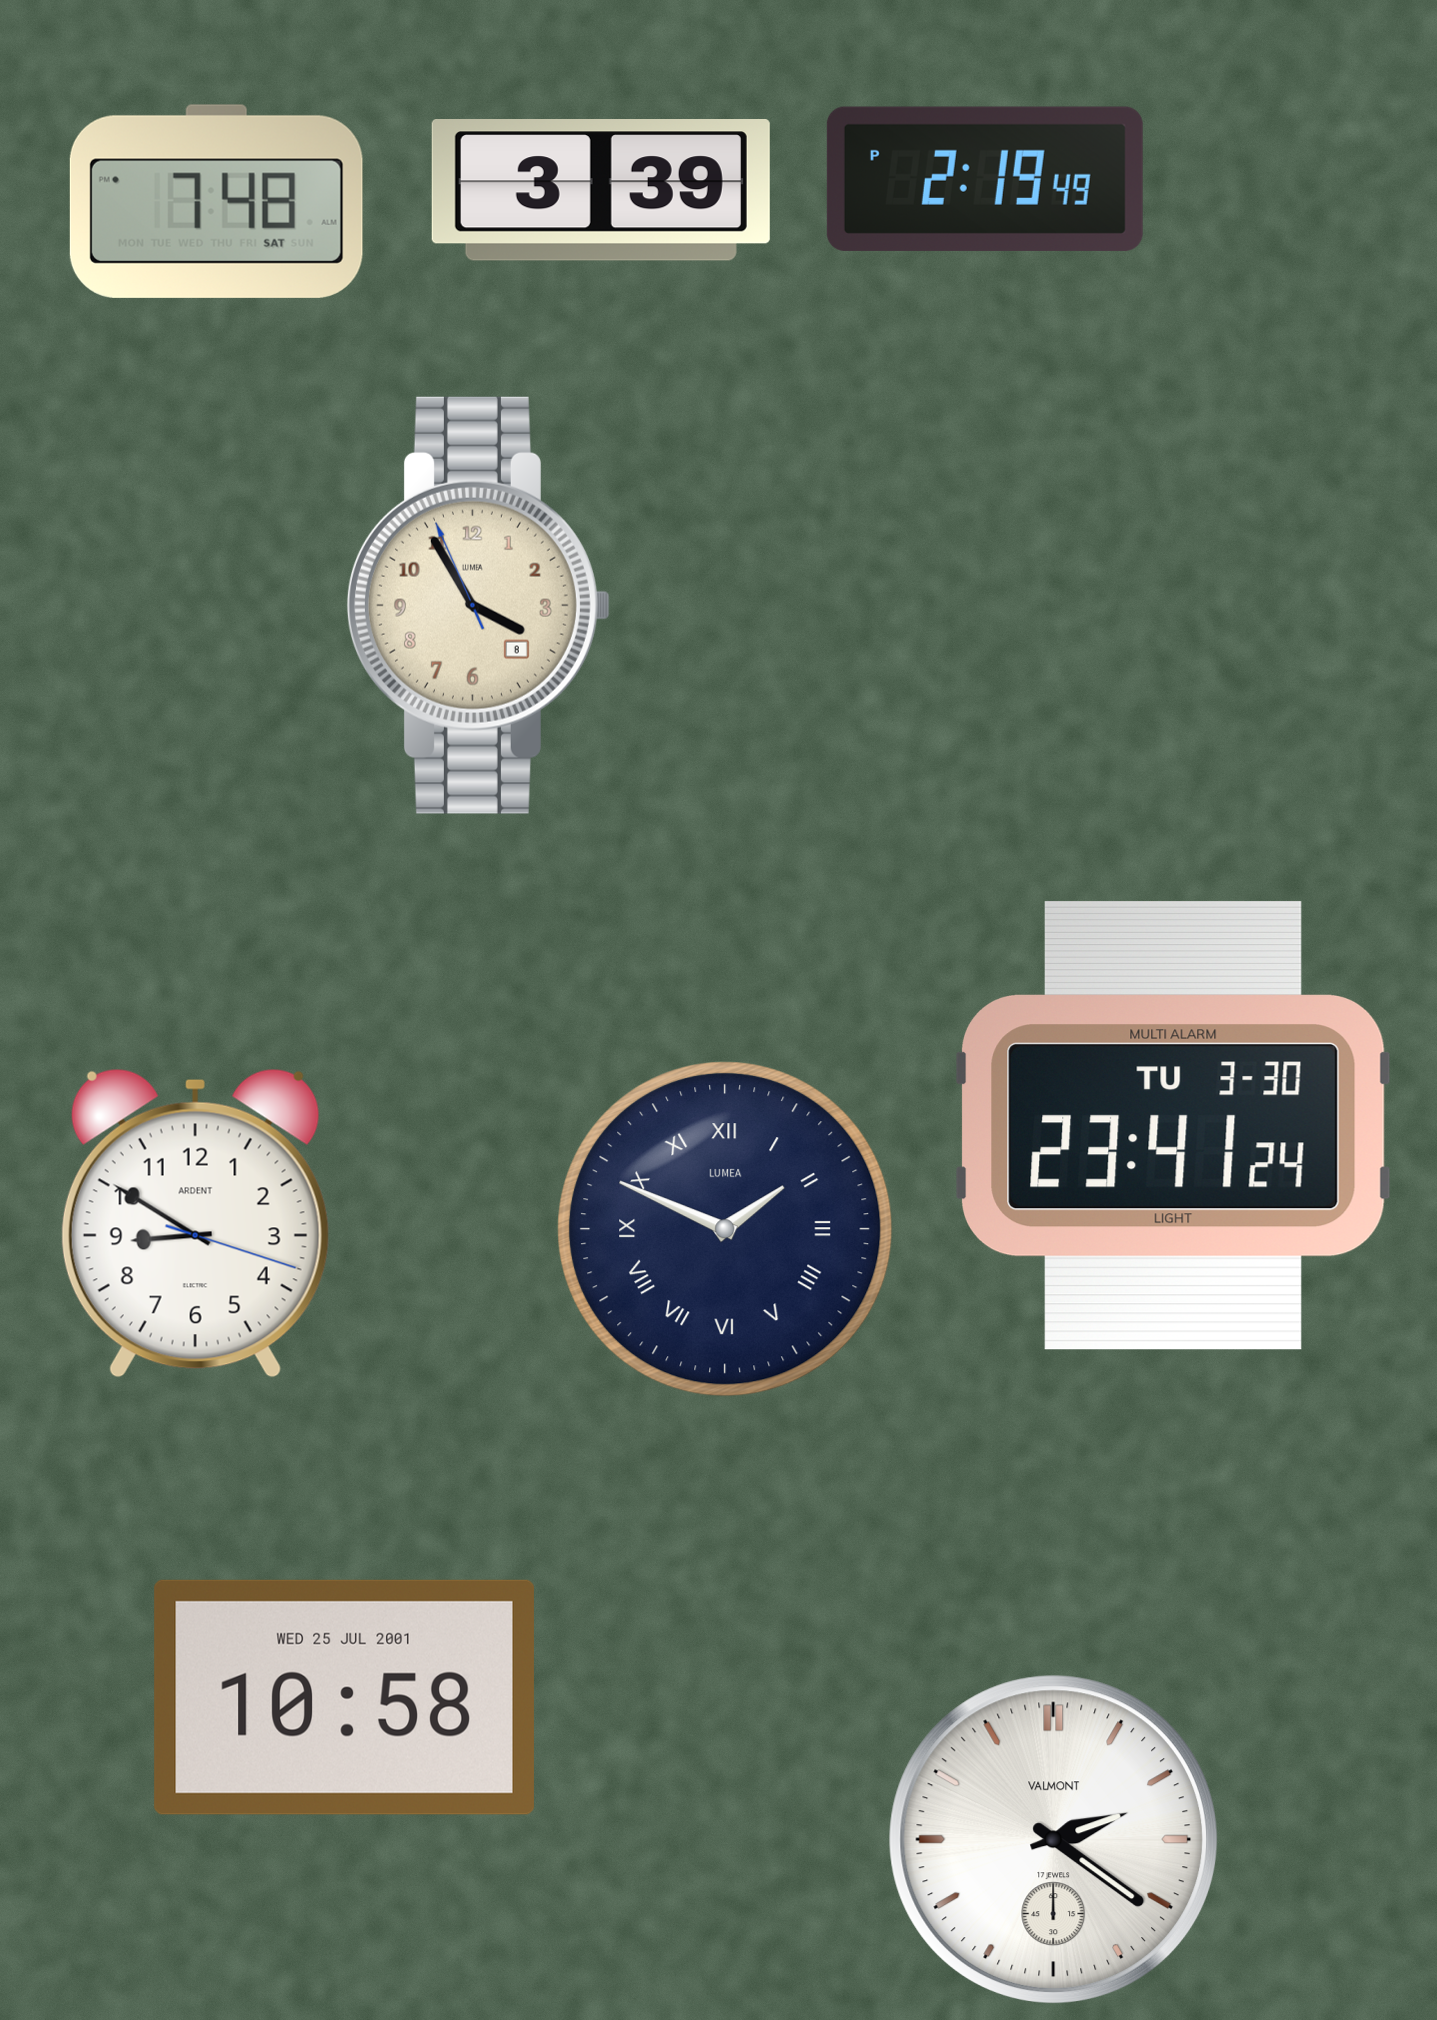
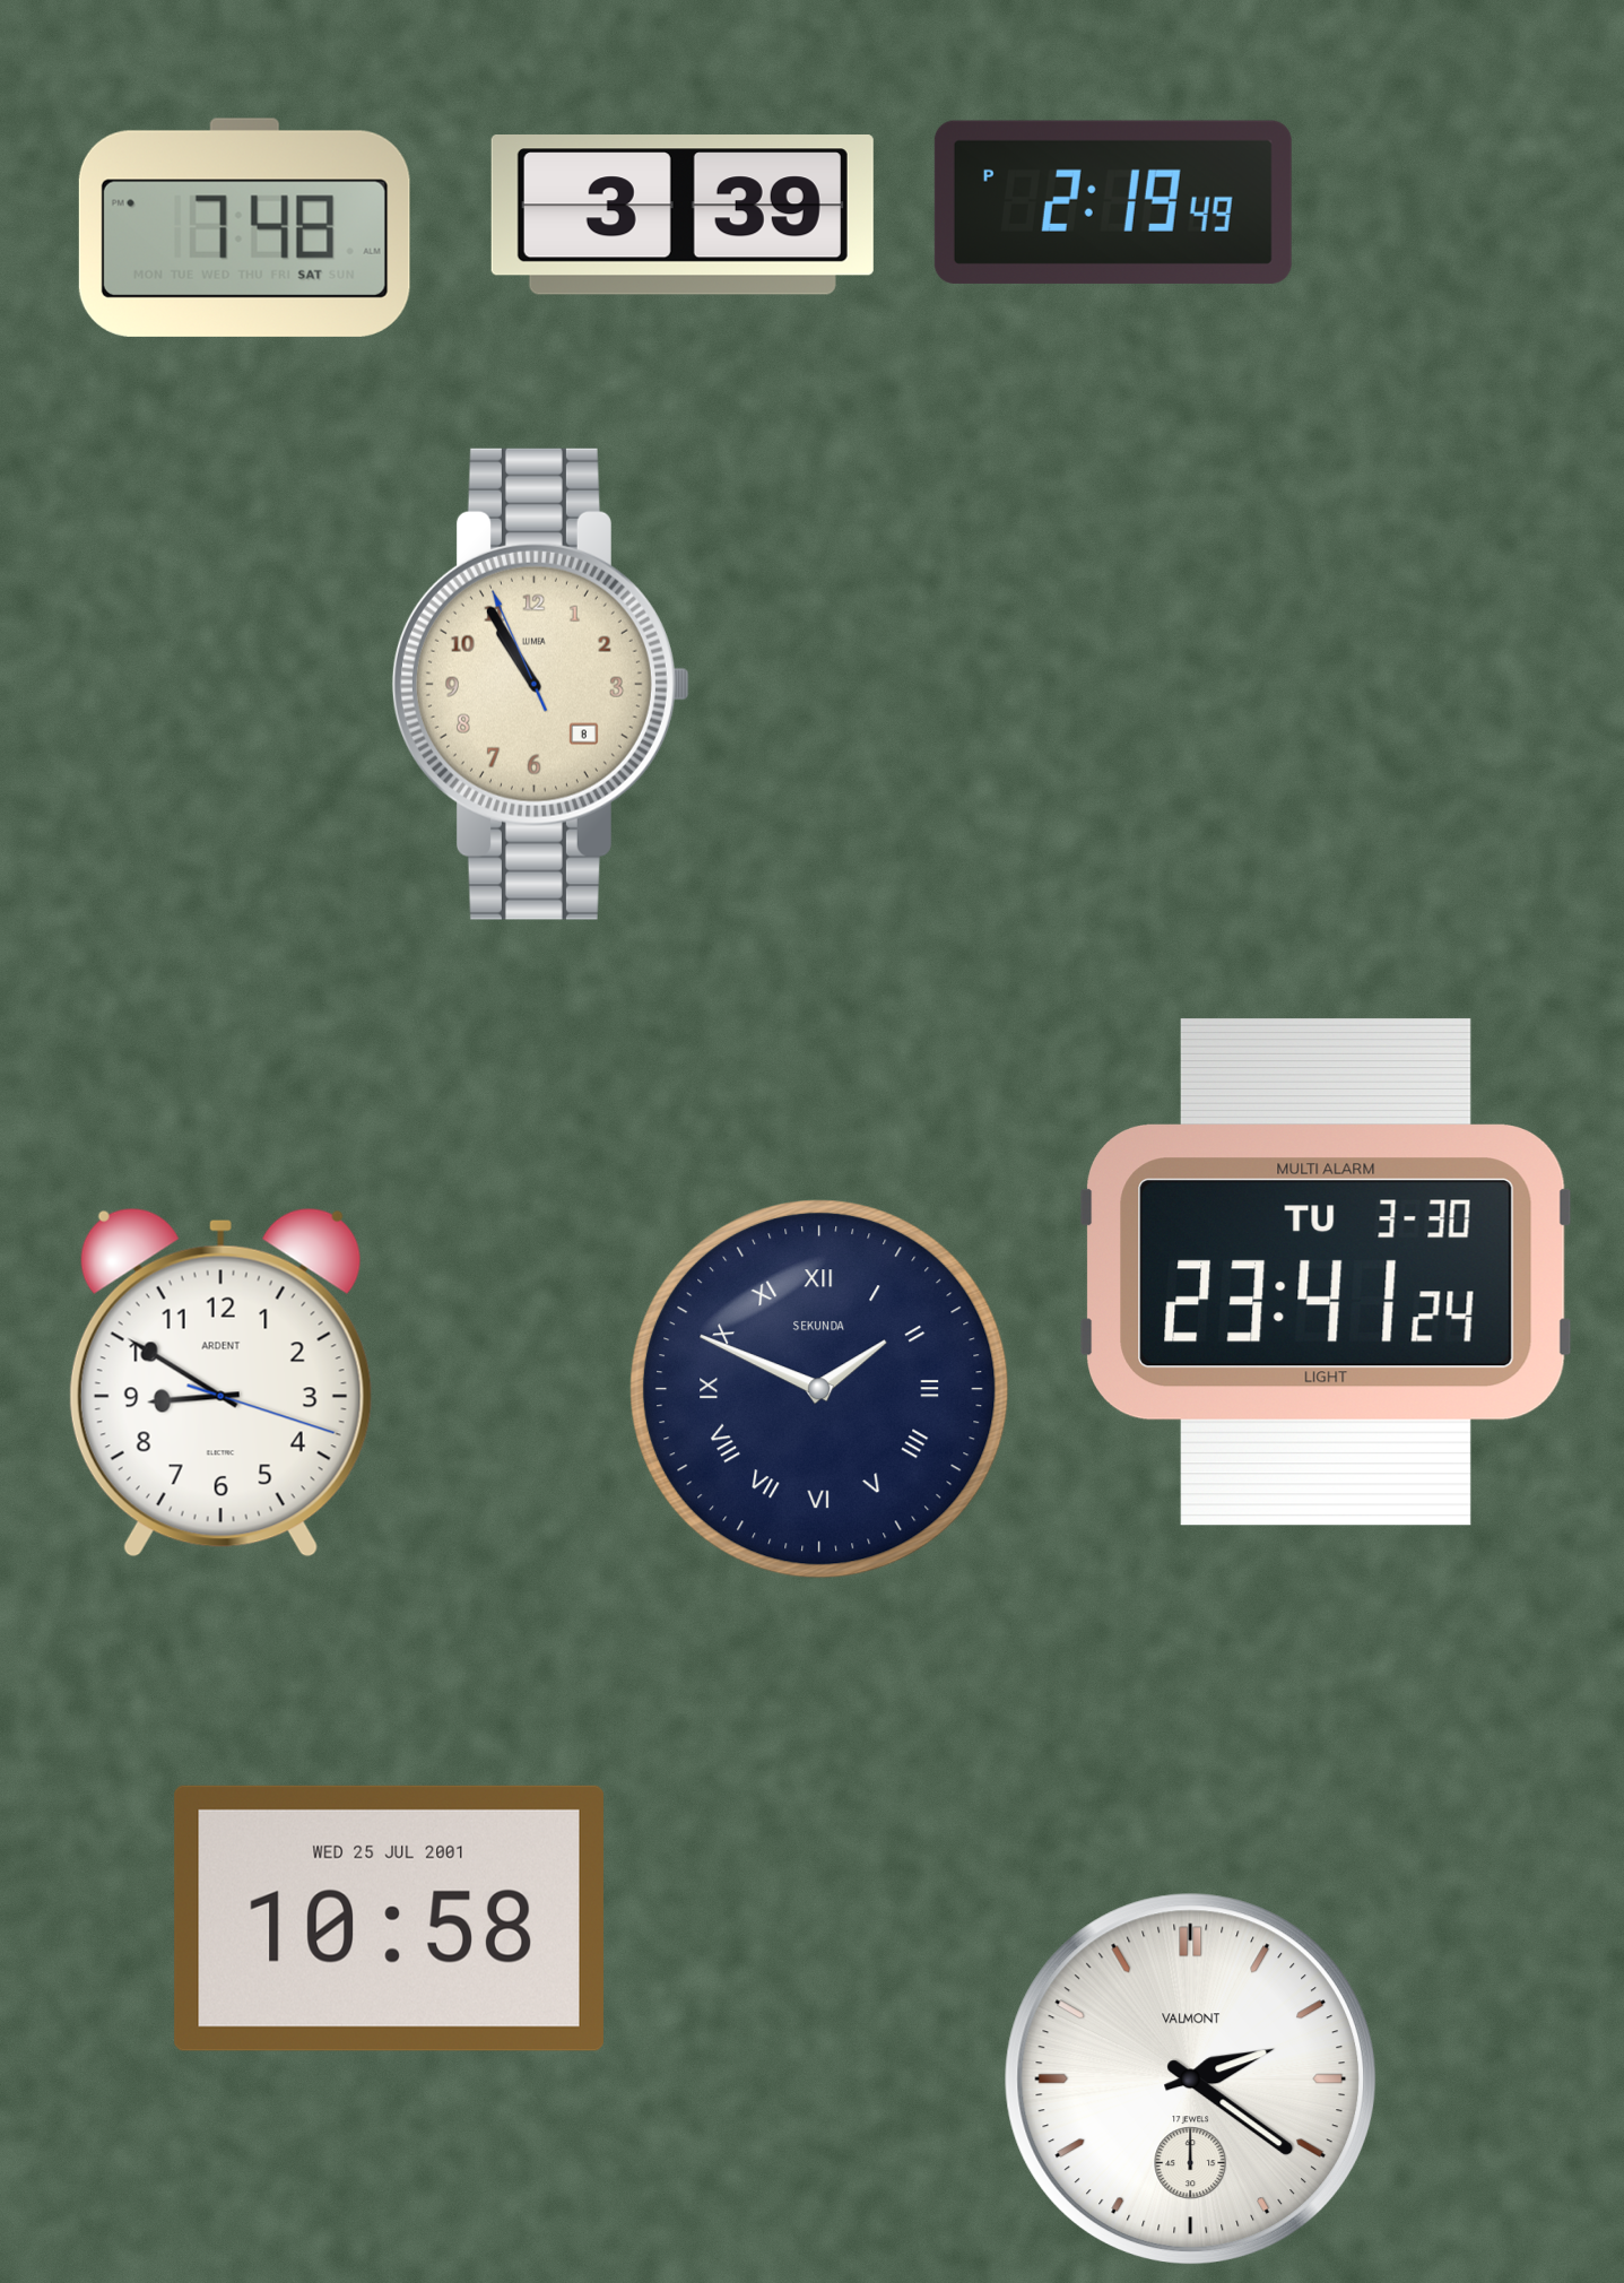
clock at (601, 191) position: (601, 191) -> (683, 216)
clock at (478, 605): 3:54 -> 10:54
clock at (725, 1229) brand: LUMEA -> SEKUNDA
